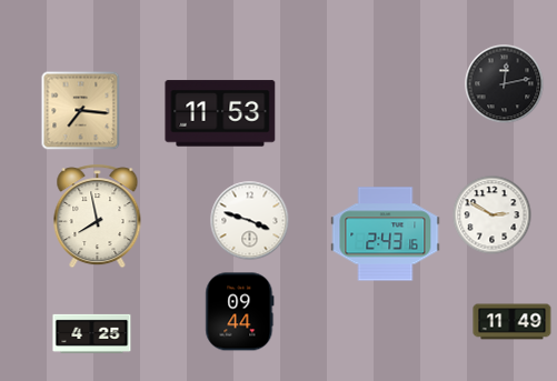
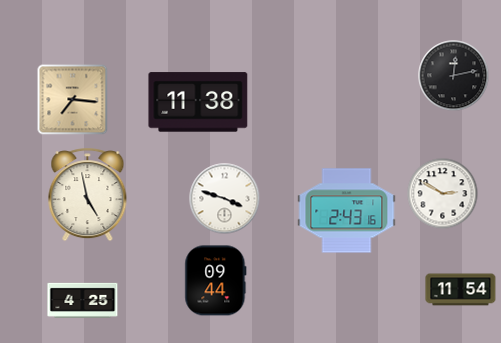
clock at (220, 113): 11:53 -> 11:38
clock at (98, 217): 7:58 -> 4:58
clock at (513, 322): 11:49 -> 11:54
